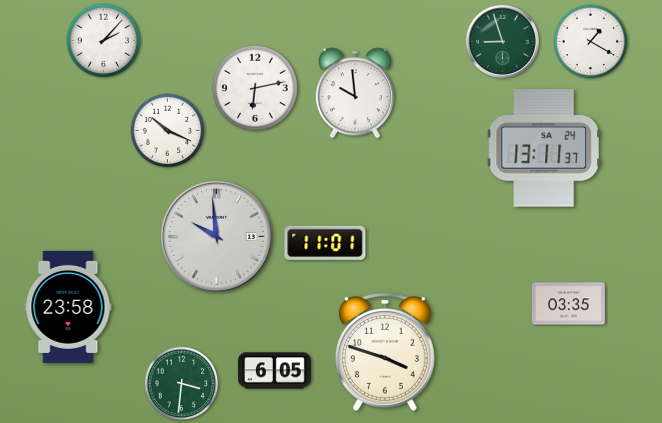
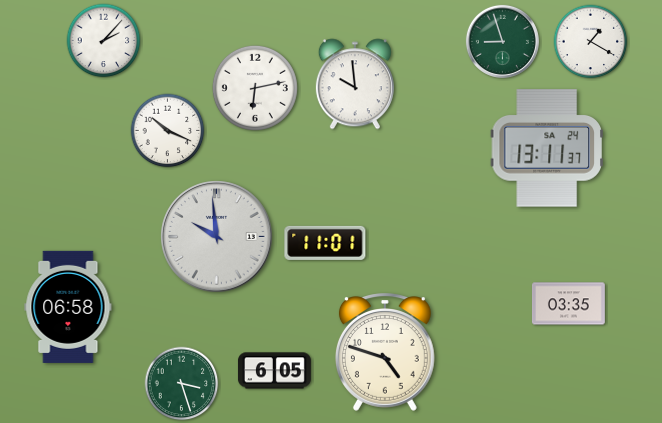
clock at (355, 93) position: (355, 93) -> (355, 84)
clock at (544, 148) position: (544, 148) -> (547, 148)
clock at (68, 307): 23:58 -> 06:58
clock at (385, 352): 3:48 -> 4:48
clock at (182, 384): 3:31 -> 3:27
